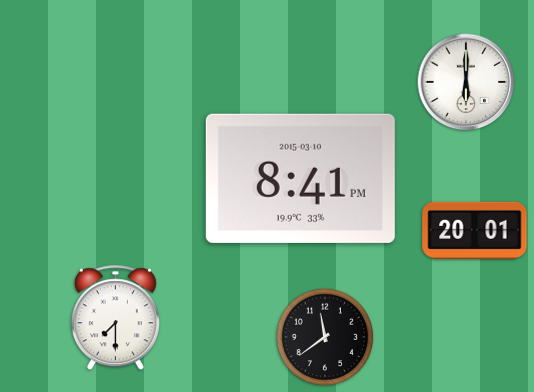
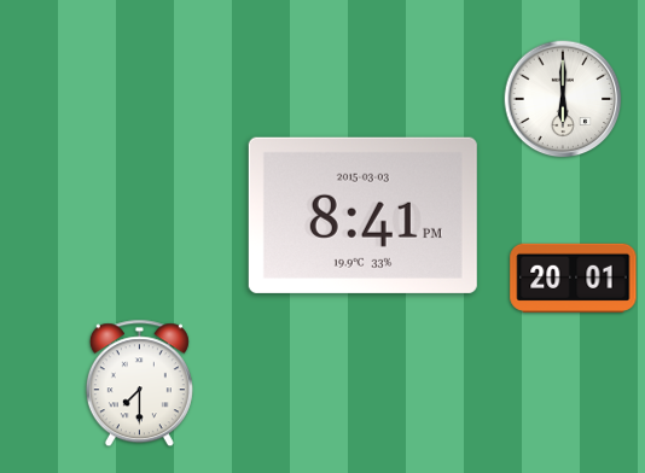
clock at (300, 178) date: 2015-03-10 -> 2015-03-03
clock at (325, 337): 11:39 -> none
